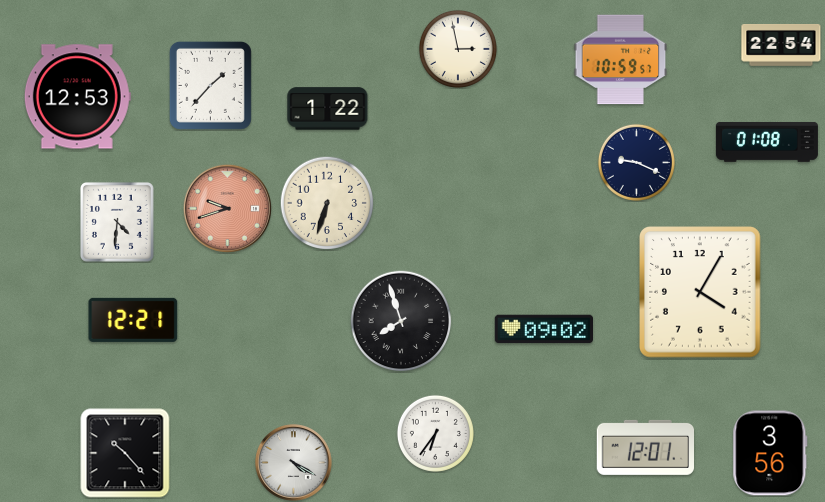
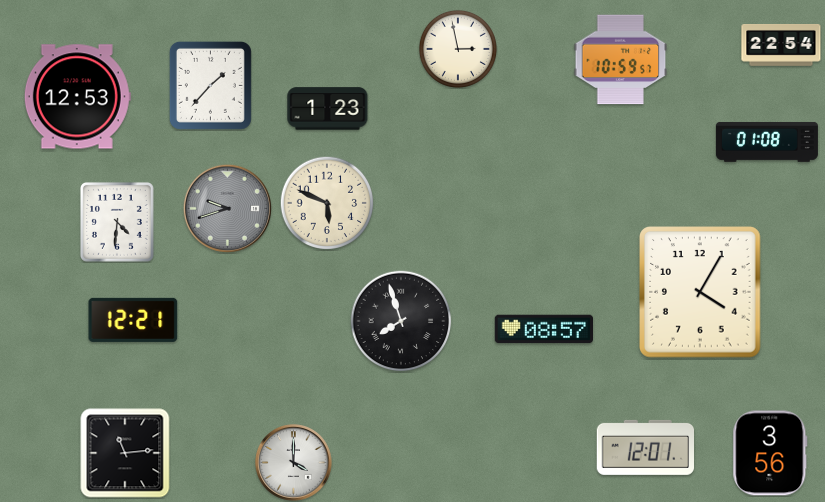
clock at (328, 109): 1:22 -> 1:23
clock at (636, 162): 9:19 -> none
clock at (327, 203): 6:33 -> 5:49
clock at (227, 208) dial: salmon -> grey
clock at (543, 329): 09:02 -> 08:57
clock at (435, 433): 6:36 -> none
clock at (125, 453): 10:23 -> 11:14
clock at (294, 463): 4:20 -> 4:00
